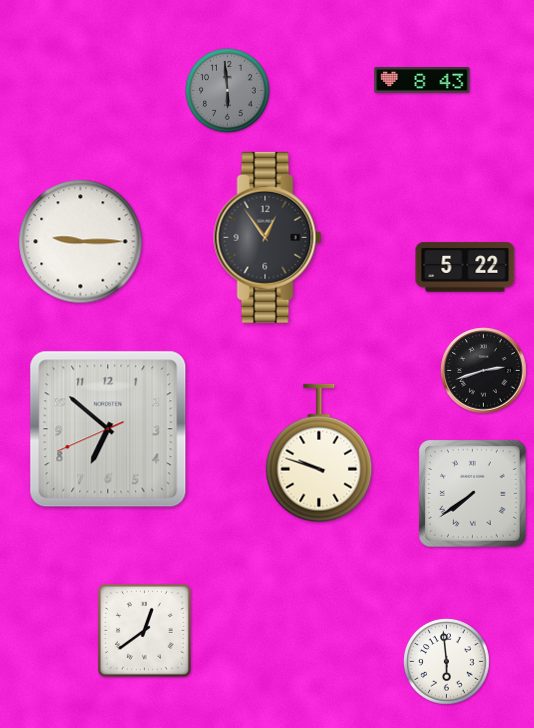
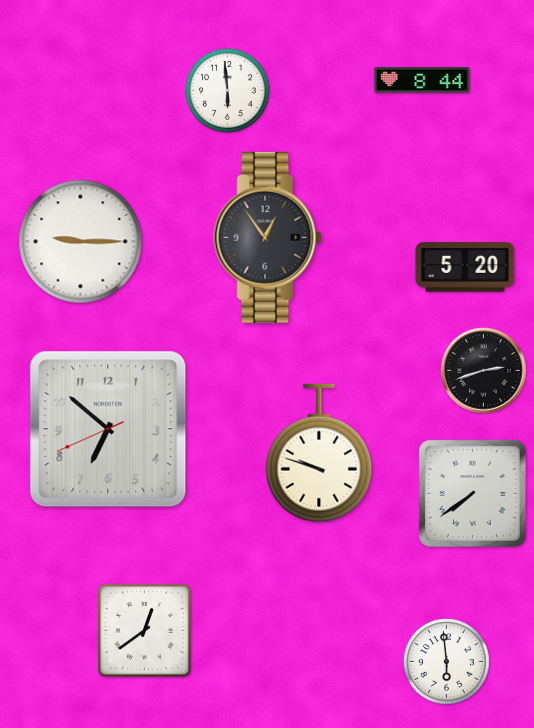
clock at (422, 80): 8:43 -> 8:44
clock at (227, 90) dial: grey -> white
clock at (465, 267): 5:22 -> 5:20
